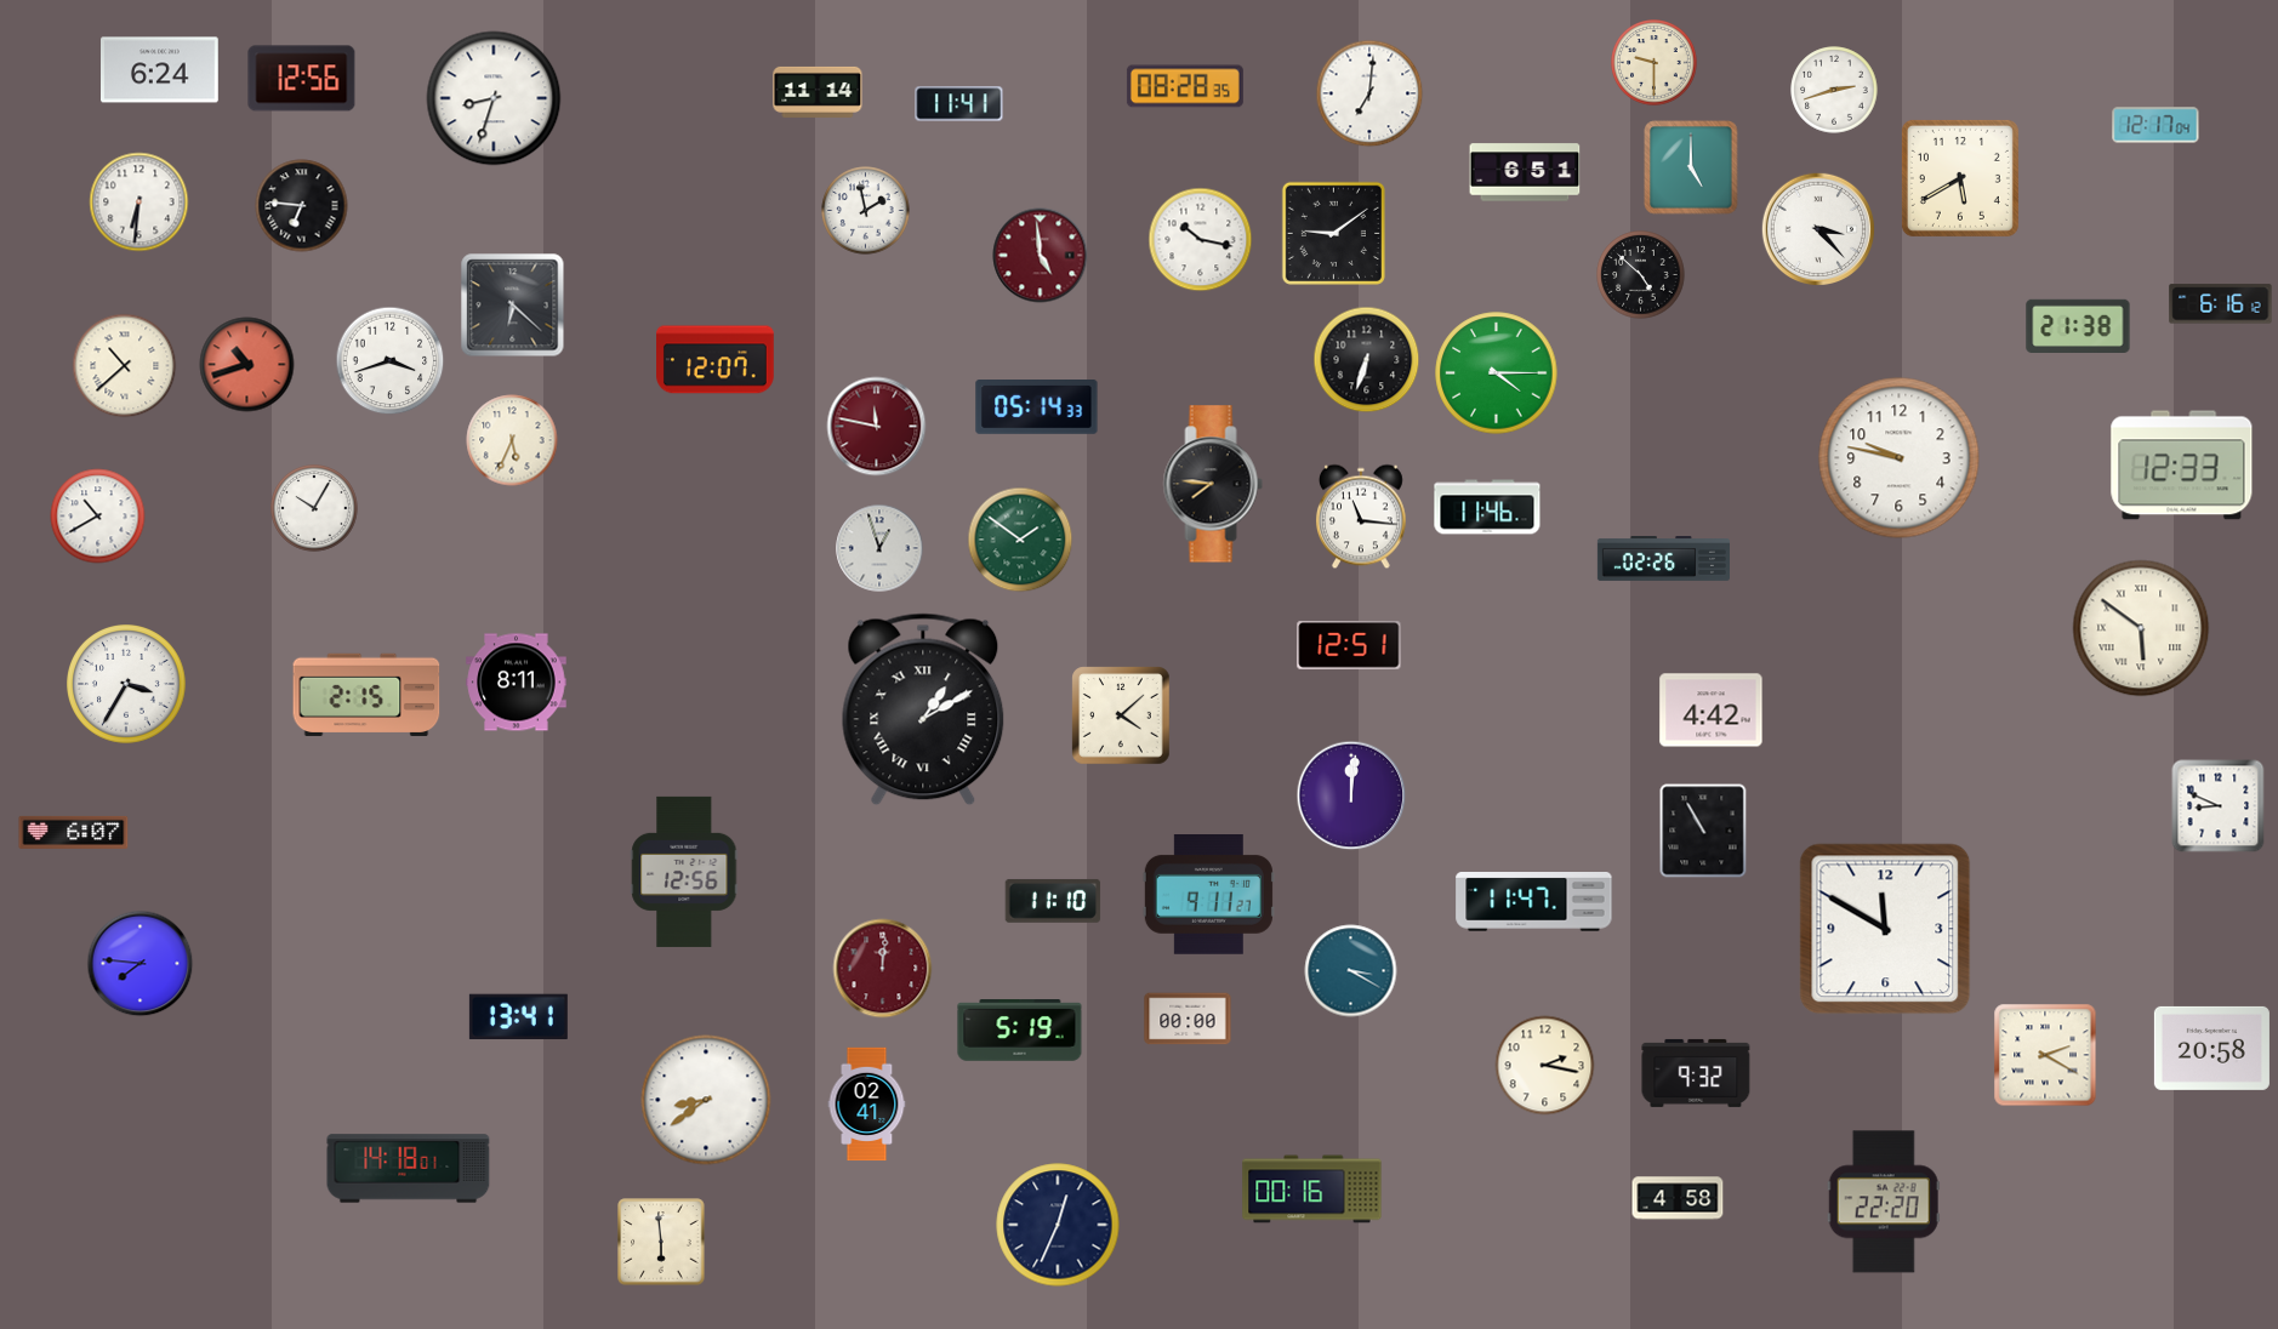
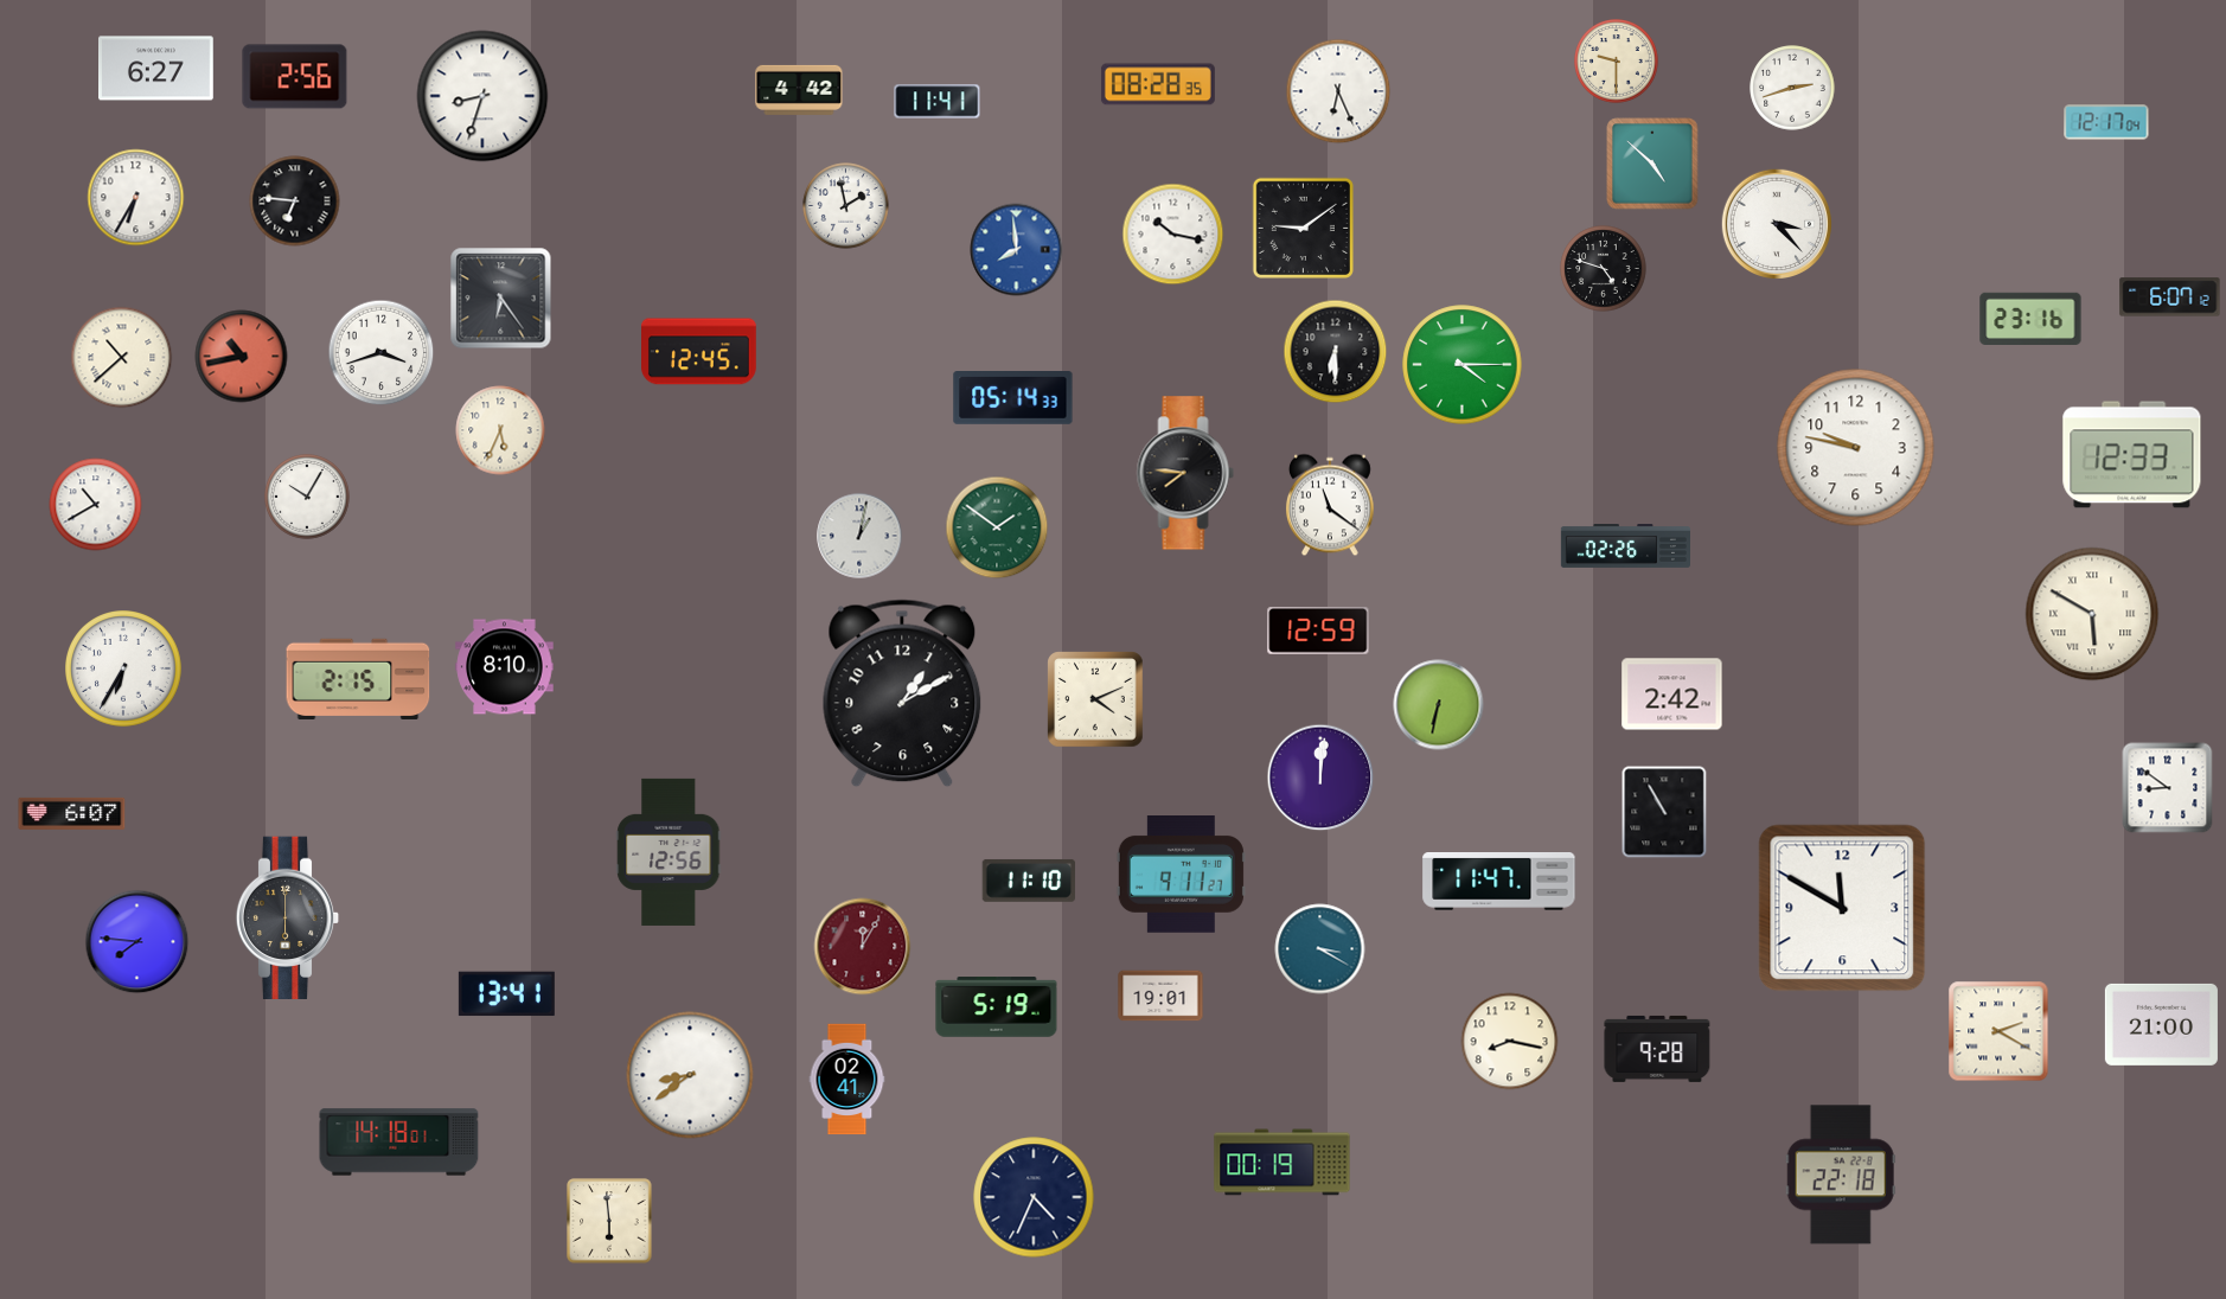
clock at (160, 70): 6:24 -> 6:27
clock at (302, 79): 12:56 -> 2:56
clock at (818, 92): 11:14 -> 4:42
clock at (1369, 93): 7:01 -> 6:26
clock at (1691, 167): 5:00 -> 4:52
clock at (1525, 172): 6:51 -> none
clock at (1960, 178): 5:40 -> none
clock at (139, 203): 6:31 -> 6:35
clock at (1041, 256): 4:59 -> 7:59
clock at (1041, 256) dial: burgundy -> blue
clock at (1641, 275): 4:52 -> 4:48
clock at (2221, 304): 6:16 -> 6:07
clock at (513, 306): 6:22 -> 6:24
clock at (2078, 325): 21:38 -> 23:16
clock at (716, 360): 12:07 -> 12:45
clock at (1367, 360): 6:33 -> 6:30
clock at (247, 365): 10:42 -> 10:43
clock at (877, 427): 11:47 -> none
clock at (1487, 507): 11:46 -> none
clock at (1361, 517): 11:16 -> 11:21
clock at (879, 548): 12:57 -> 1:02
clock at (2141, 628): 5:51 -> 5:50
clock at (1349, 646): 12:51 -> 12:59
clock at (517, 683): 8:11 -> 8:10
clock at (126, 684): 3:35 -> 6:35
clock at (923, 709) numerals: Roman -> Arabic
clock at (1712, 711): 4:42 -> 2:42
clock at (1121, 715): 4:08 -> 4:11
clock at (1439, 705): none -> 6:32
clock at (2219, 806): 8:49 -> 8:51
clock at (288, 917): none -> 6:00
clock at (883, 969): 12:01 -> 12:05
clock at (1188, 1019): 00:00 -> 19:01
clock at (2211, 1048): 20:58 -> 21:00
clock at (1545, 1066): 2:17 -> 8:17
clock at (1696, 1073): 9:32 -> 9:28
clock at (1312, 1190): 00:16 -> 00:19
clock at (1678, 1198): 4:58 -> none
clock at (1884, 1202): 22:20 -> 22:18
clock at (1058, 1225): 12:34 -> 4:34
clock at (661, 1242) position: (661, 1242) -> (609, 1221)
